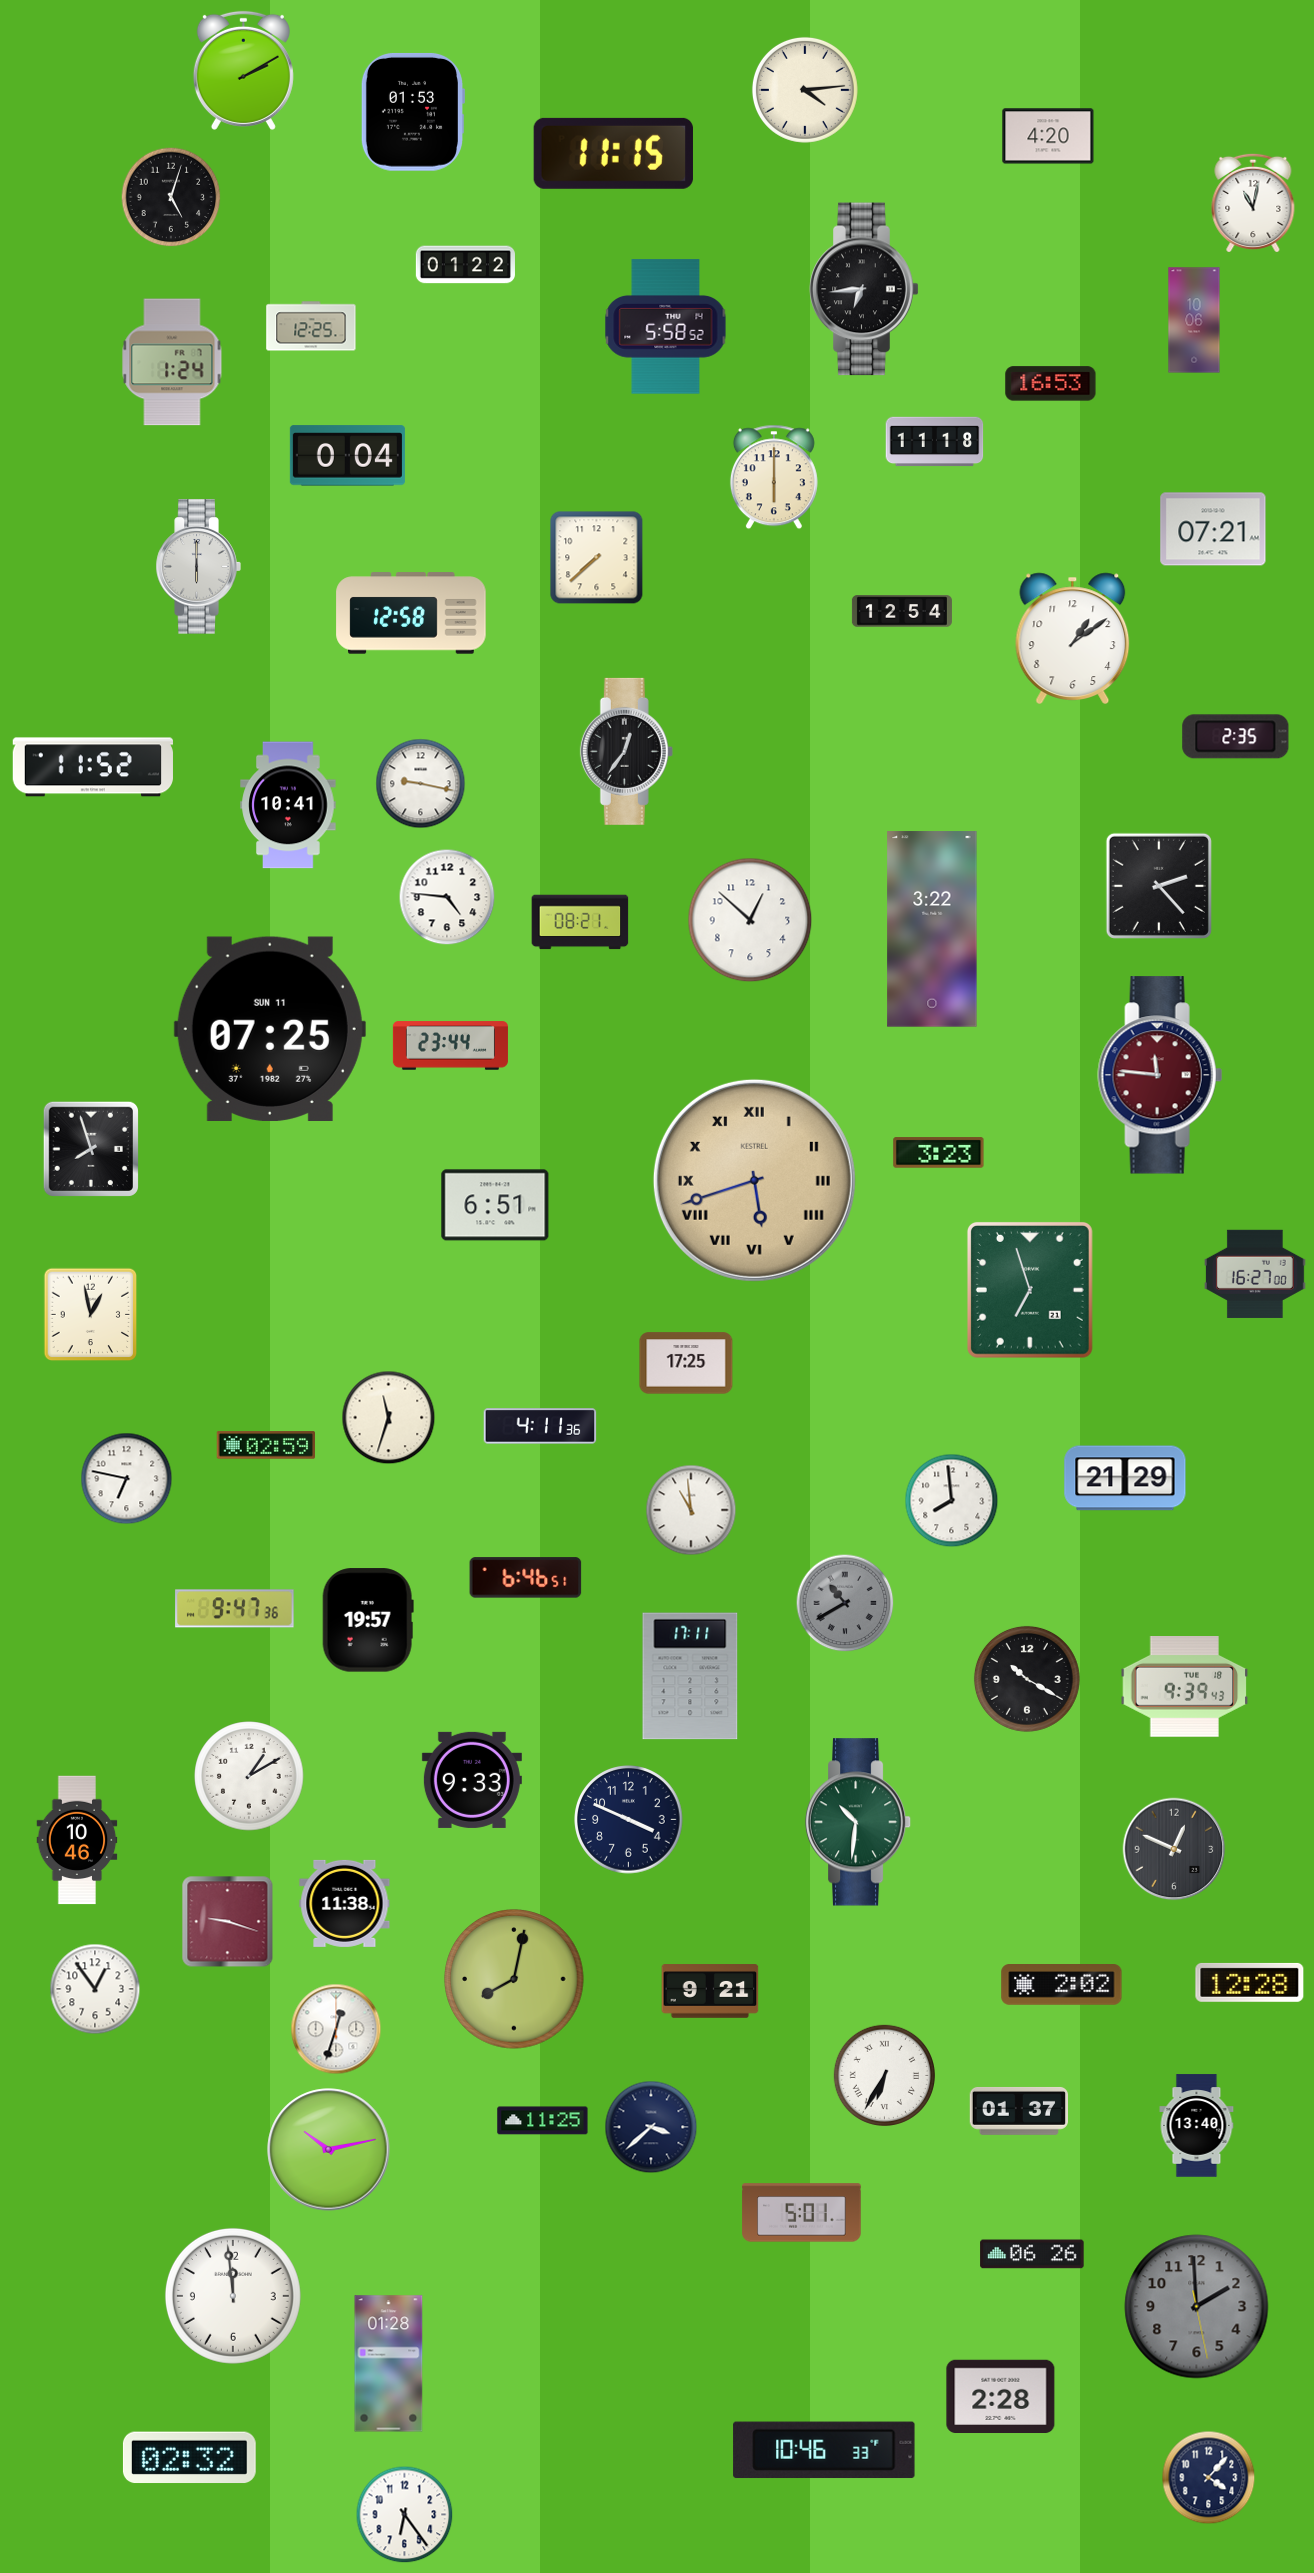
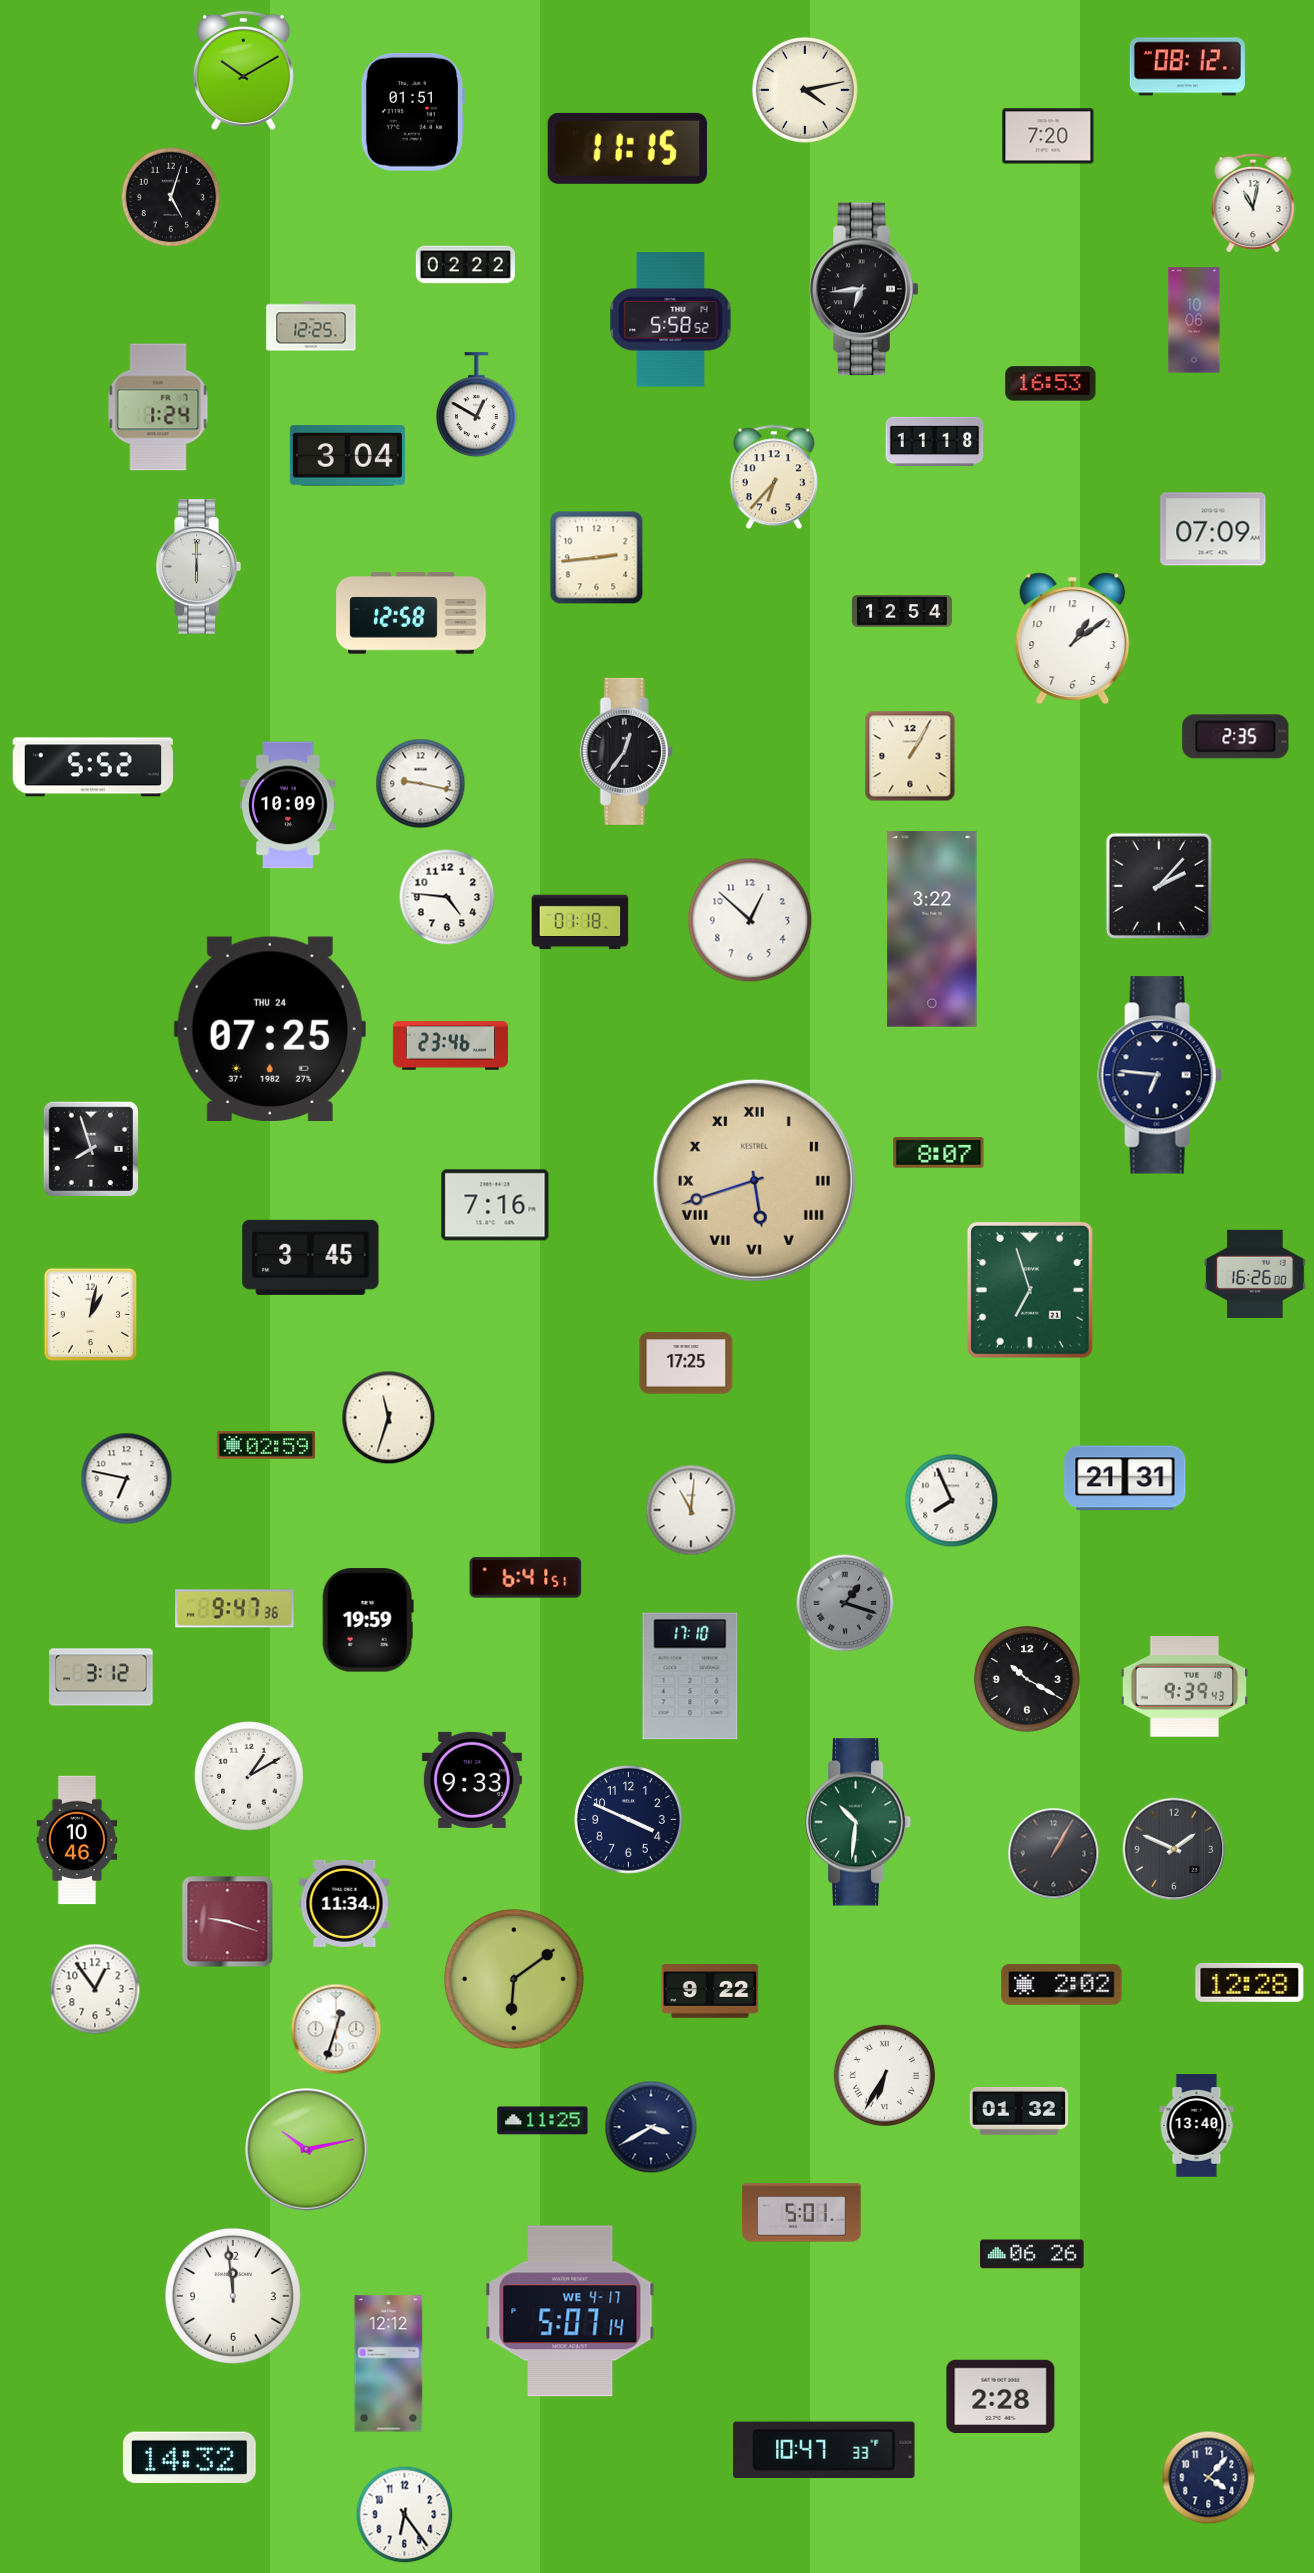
clock at (1187, 67): none -> 08:12
clock at (243, 70): 2:10 -> 10:10
clock at (805, 90): 4:14 -> 4:13
clock at (412, 112): 01:53 -> 01:51
clock at (1048, 136): 4:20 -> 7:20
clock at (613, 153) position: (613, 153) -> (627, 148)
clock at (465, 265): 01:22 -> 02:22
clock at (666, 327) position: (666, 327) -> (671, 320)
clock at (172, 362) position: (172, 362) -> (158, 407)
clock at (476, 405): none -> 12:50
clock at (347, 456): 0:04 -> 3:04
clock at (774, 477): 6:00 -> 6:37
clock at (1213, 529): 07:21 -> 07:09
clock at (597, 558): 7:38 -> 2:44
clock at (910, 756): none -> 1:05
clock at (93, 767): 11:52 -> 5:52
clock at (288, 805): 10:41 -> 10:09
clock at (1159, 886): 2:23 -> 2:07
clock at (580, 922): 08:21 -> 01:18
clock at (270, 1029) date: SUN 11 -> THU 24
clock at (450, 1046): 23:44 -> 23:46
clock at (1160, 1075): 11:46 -> 6:46
clock at (1160, 1075) dial: burgundy -> navy
clock at (939, 1153): 3:23 -> 8:07
clock at (495, 1205): 6:51 -> 7:16
clock at (311, 1257): none -> 3:45
clock at (1255, 1273): 16:27 -> 16:26
clock at (91, 1315): 12:58 -> 1:02
clock at (540, 1426): 4:11 -> none
clock at (1125, 1478): 21:29 -> 21:31
clock at (952, 1501): 7:59 -> 7:56
clock at (691, 1510): 10:59 -> 11:01
clock at (526, 1578): 6:46 -> 6:41
clock at (845, 1603): 10:40 -> 1:18
clock at (368, 1620): 19:57 -> 19:59
clock at (690, 1676): 17:11 -> 17:10
clock at (101, 1677): none -> 3:12
clock at (1174, 1849): 12:49 -> 1:49
clock at (1054, 1854): none -> 1:05
clock at (345, 1903): 11:38 -> 11:34
clock at (514, 1979): 8:02 -> 6:09
clock at (710, 1991): 9:21 -> 9:22
clock at (1018, 2111): 01:37 -> 01:32
clock at (651, 2127): 3:38 -> 3:40
clock at (329, 2150) position: (329, 2150) -> (307, 2150)
clock at (1197, 2307): 1:59 -> none
clock at (570, 2311): none -> 5:07
clock at (389, 2364): 01:28 -> 12:12
clock at (824, 2450): 10:46 -> 10:47
clock at (189, 2458): 02:32 -> 14:32
